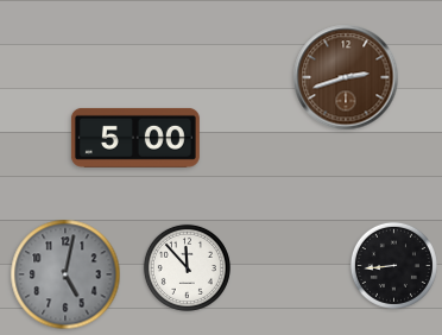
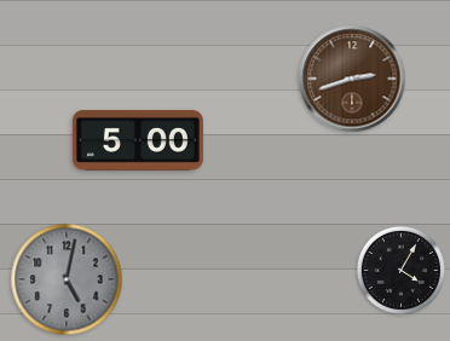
clock at (393, 265): 8:44 -> 4:05
clock at (187, 267): 11:53 -> none
